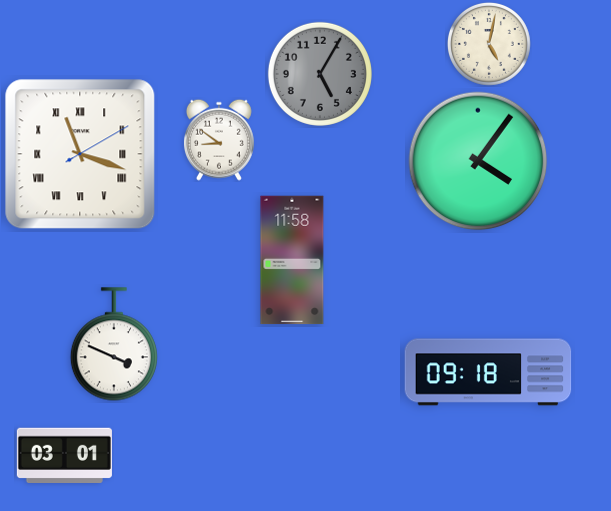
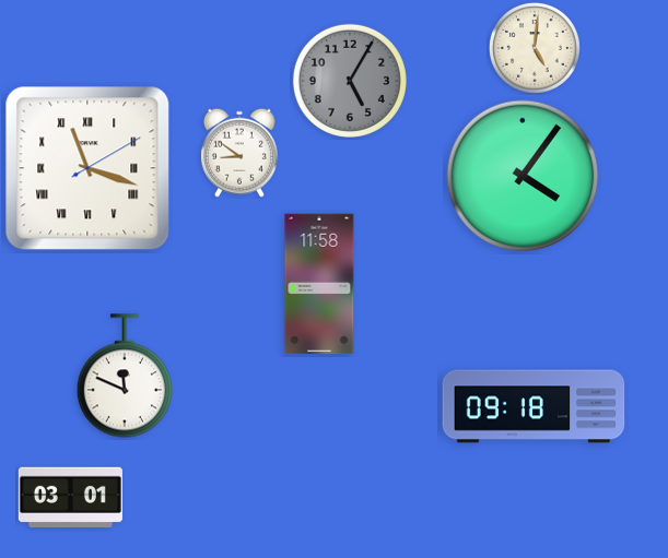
clock at (489, 44): 5:02 -> 5:01
clock at (114, 344): 3:49 -> 11:49
